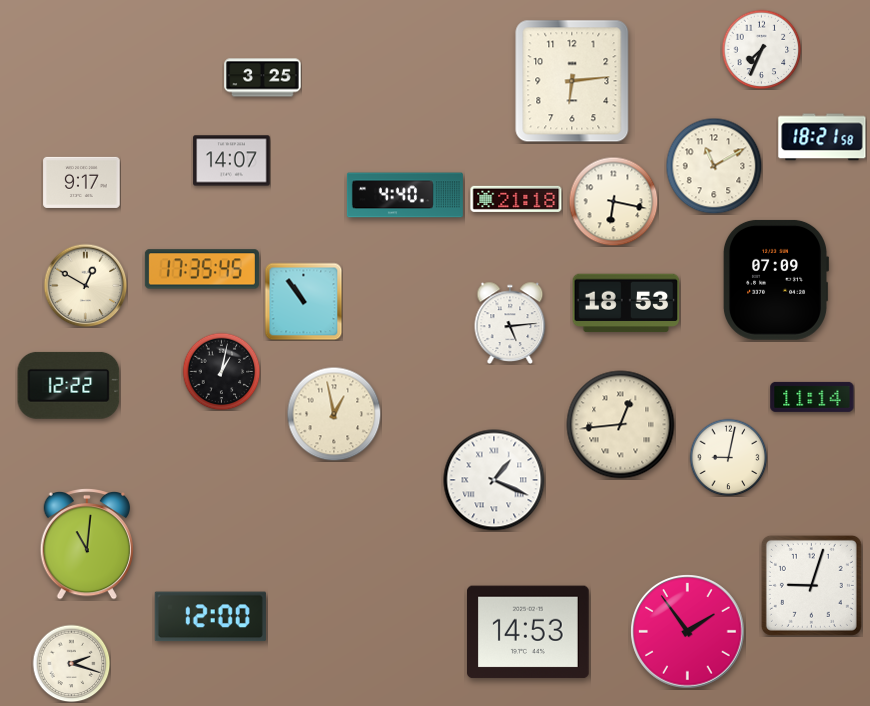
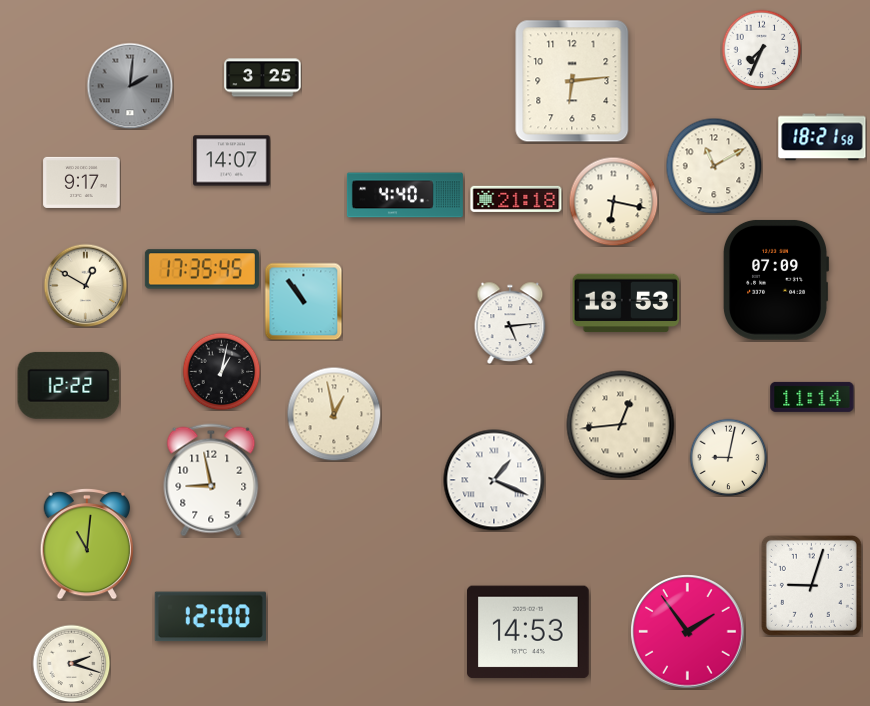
clock at (130, 86): none -> 2:01
clock at (211, 480): none -> 8:58
